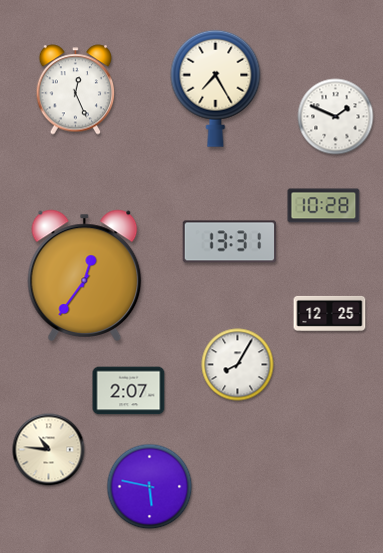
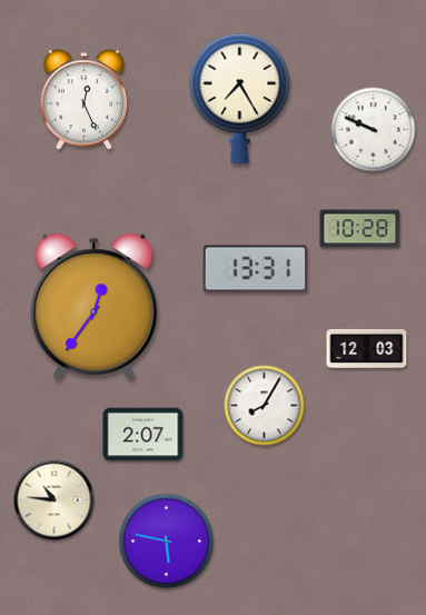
clock at (336, 117): 1:49 -> 9:49
clock at (330, 313): 12:25 -> 12:03
